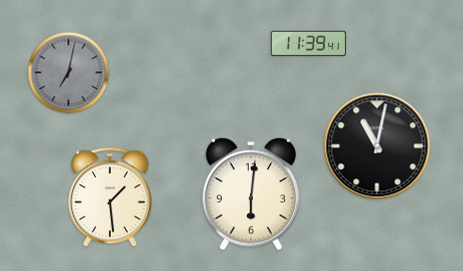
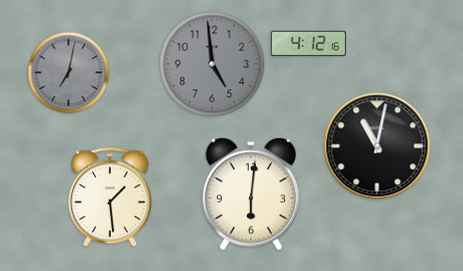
clock at (308, 43): 11:39 -> 4:12
clock at (212, 64): none -> 4:59
